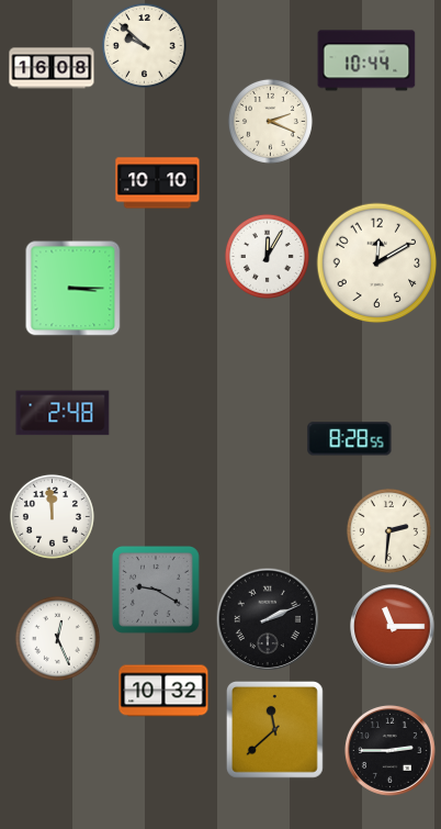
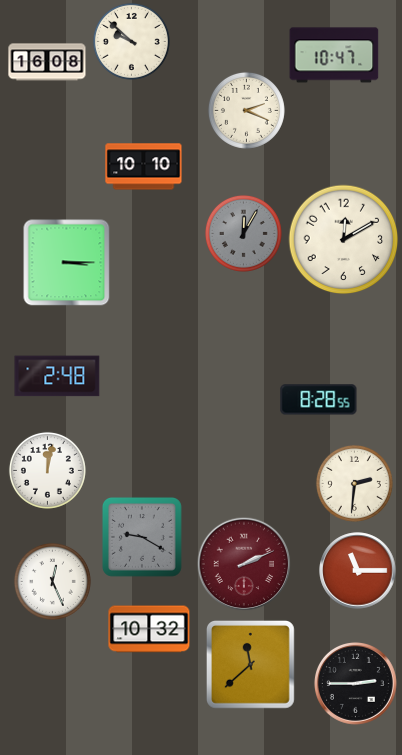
clock at (366, 60): 10:44 -> 10:47
clock at (267, 256) dial: white -> grey
clock at (52, 516): 11:59 -> 12:02
clock at (268, 619) dial: black -> burgundy
